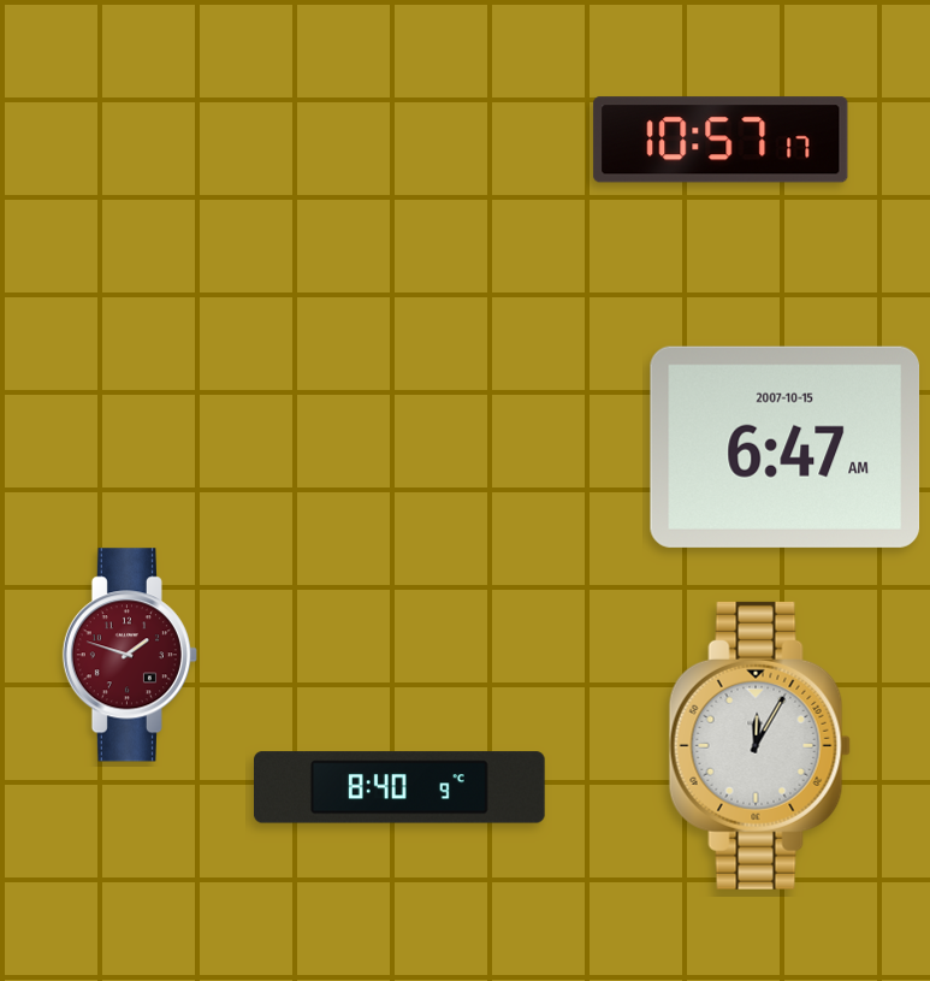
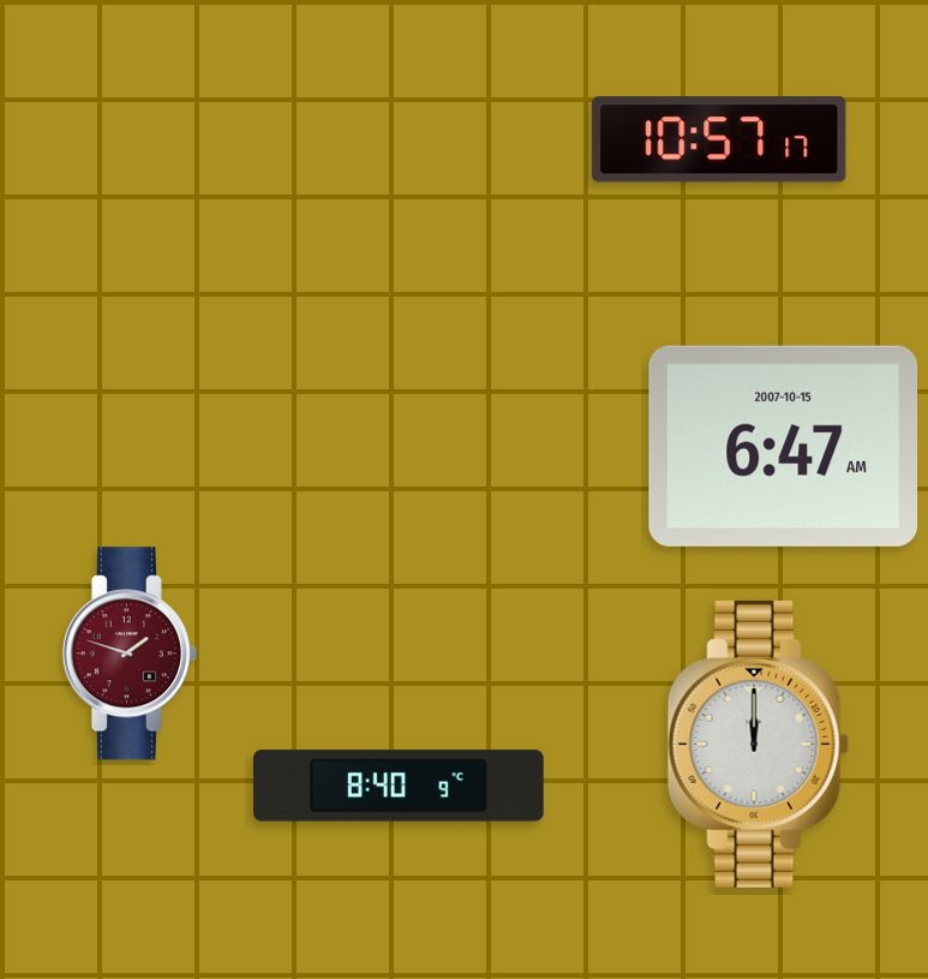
clock at (759, 745): 12:05 -> 12:00
